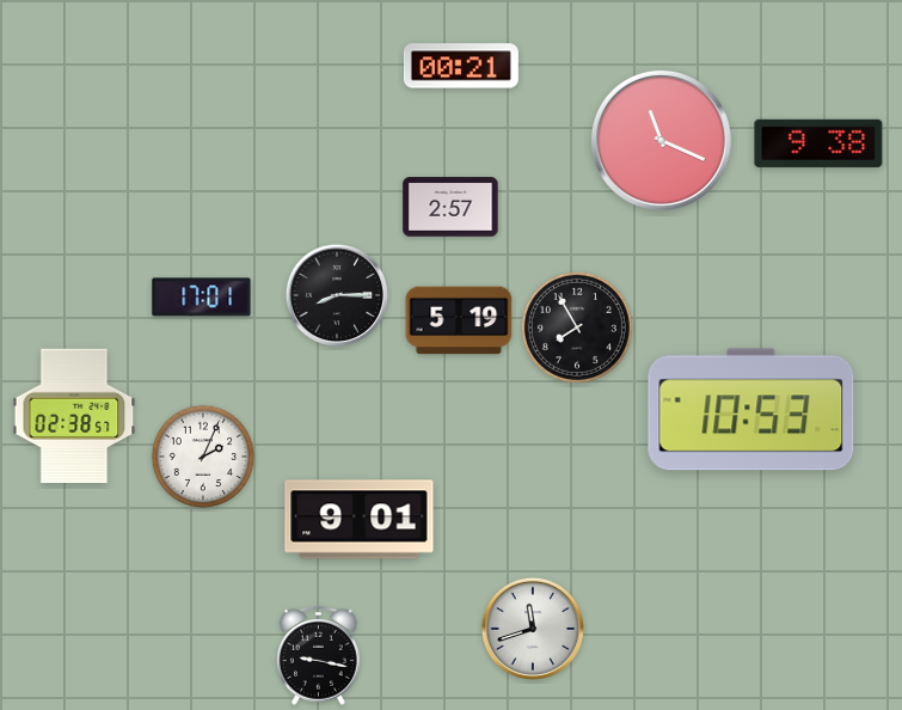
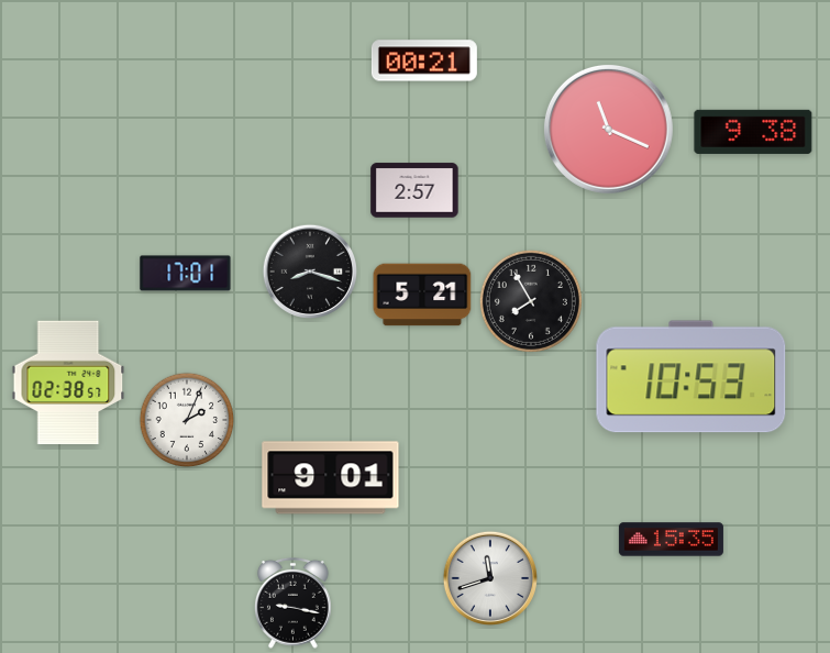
clock at (336, 294): 8:15 -> 8:18
clock at (459, 320): 5:19 -> 5:21
clock at (671, 540): none -> 15:35
